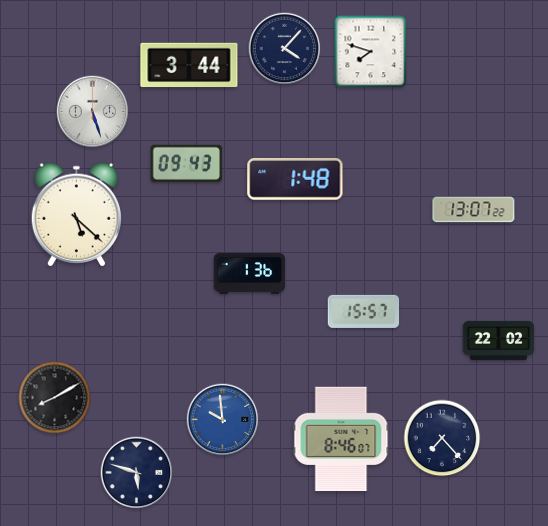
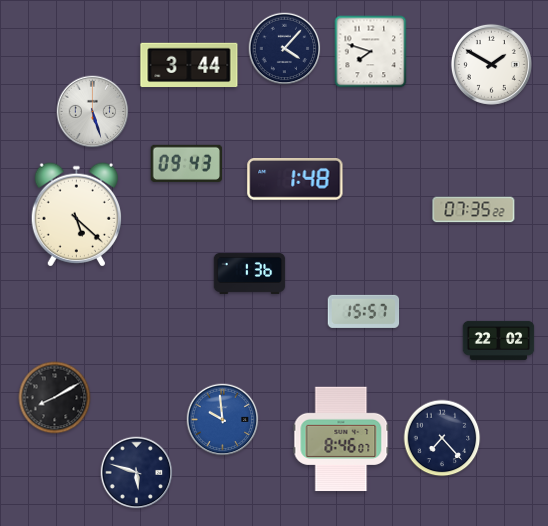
clock at (491, 64): none -> 1:50
clock at (474, 210): 13:07 -> 07:35
